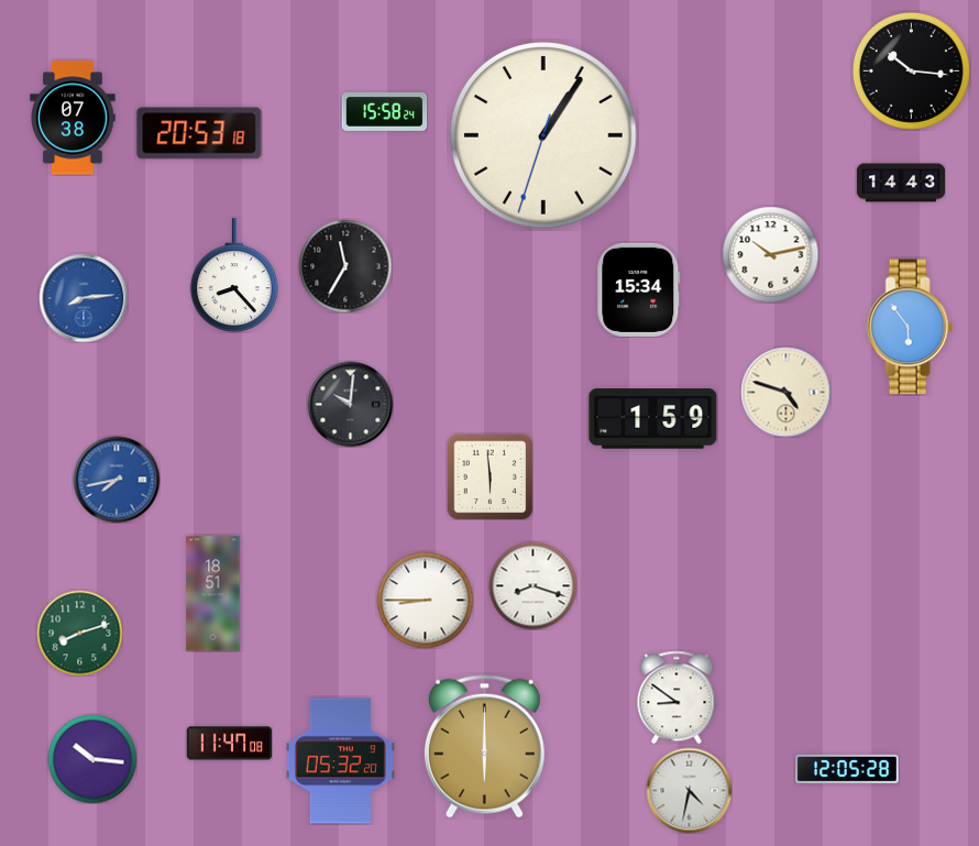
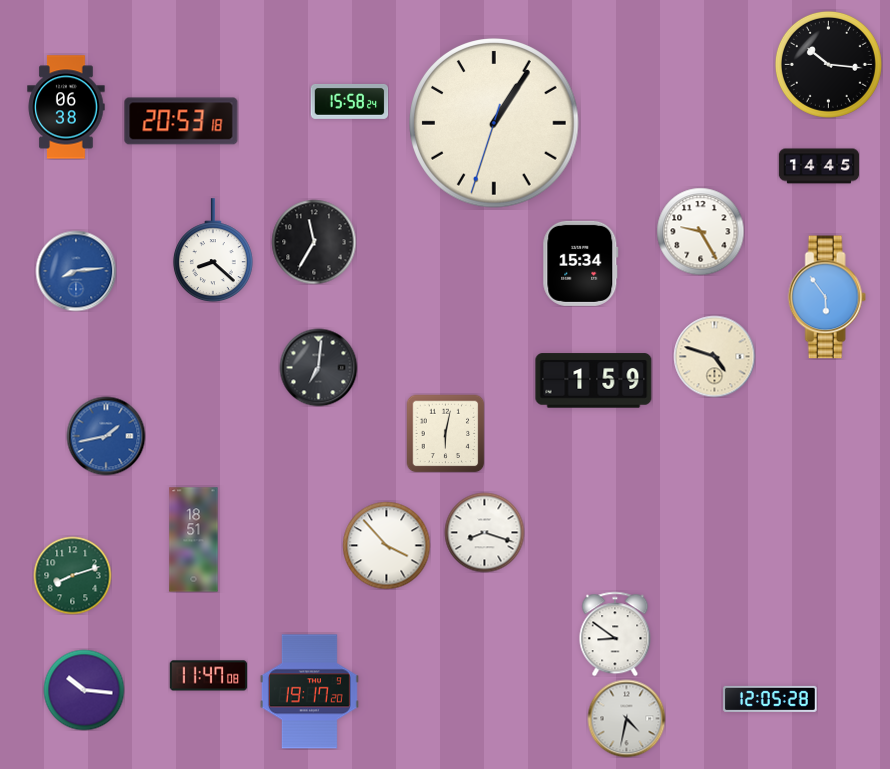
clock at (73, 118): 07:38 -> 06:38
clock at (901, 183): 14:43 -> 14:45
clock at (770, 254): 10:13 -> 9:25
clock at (234, 275): 8:23 -> 8:22
clock at (350, 404): 10:01 -> 7:01
clock at (490, 476): 5:59 -> 6:02
clock at (117, 480): 7:43 -> 1:43
clock at (425, 600): 8:45 -> 3:53
clock at (484, 746): 6:00 -> none
clock at (340, 761): 05:32 -> 19:17
